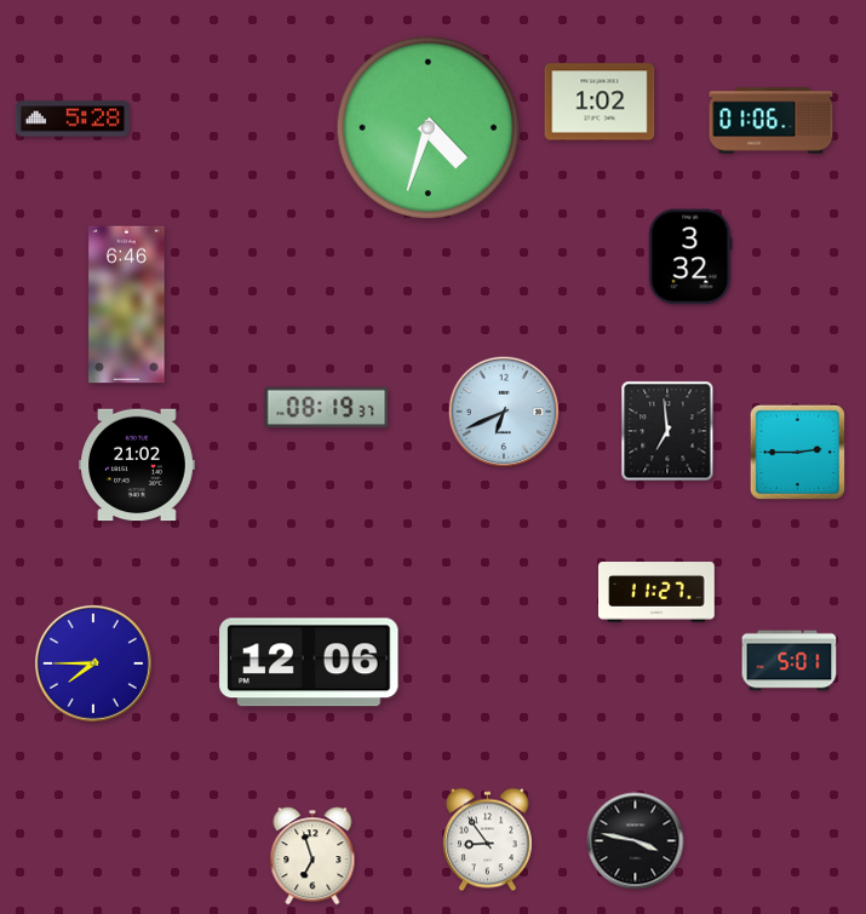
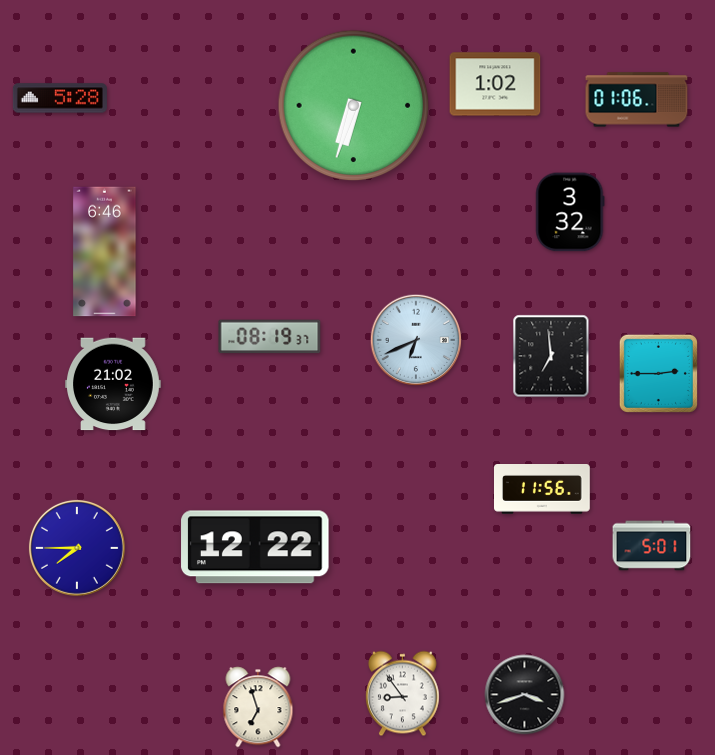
clock at (429, 128): 4:33 -> 6:33
clock at (656, 593): 11:27 -> 11:56
clock at (309, 662): 12:06 -> 12:22
clock at (636, 841): 3:47 -> 3:42
